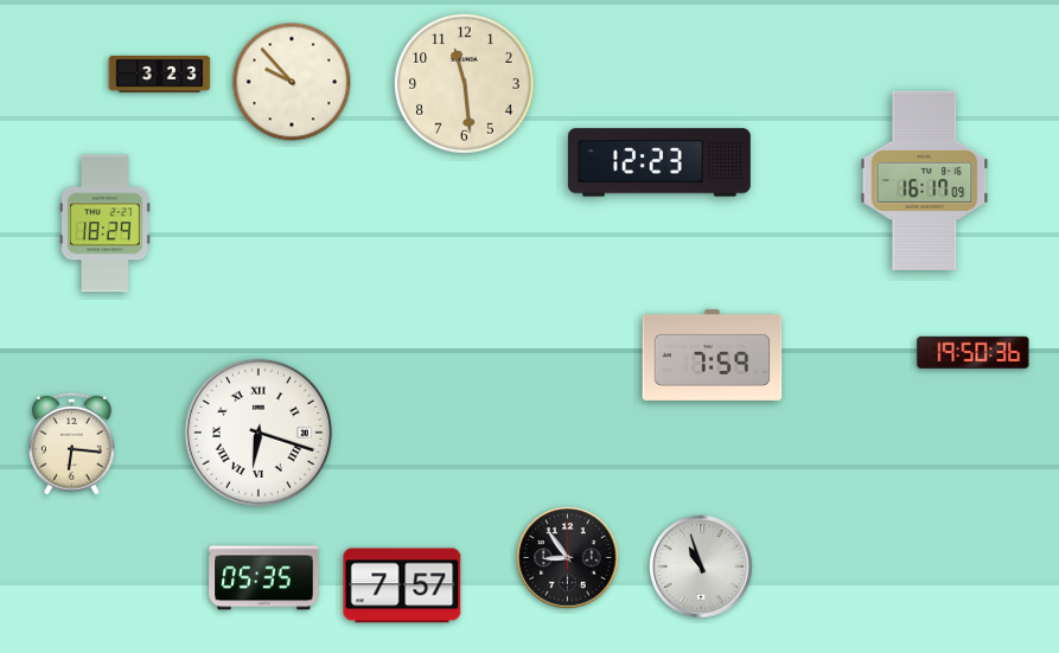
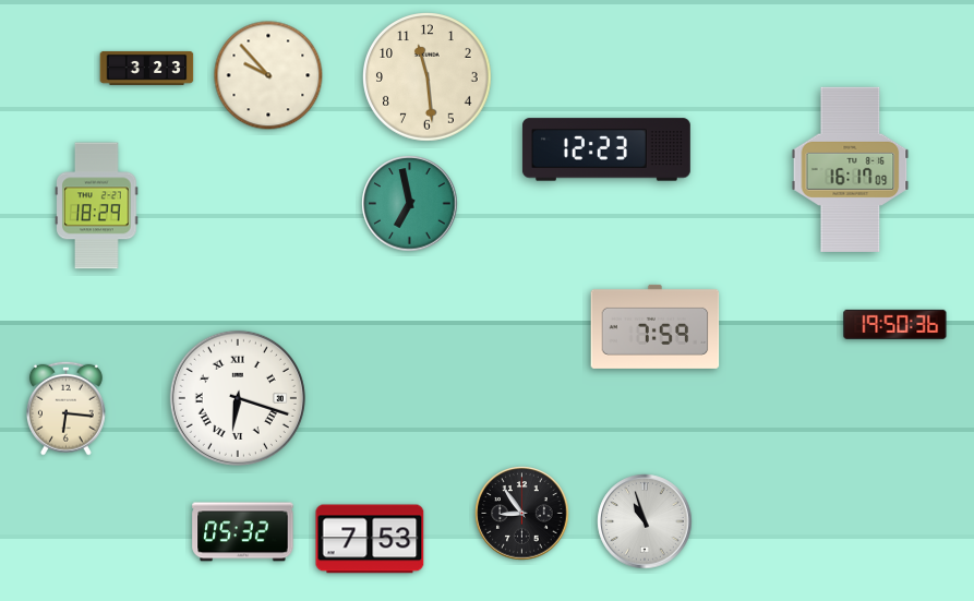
clock at (925, 180) position: (925, 180) -> (851, 169)
clock at (410, 204): none -> 6:58
clock at (264, 578): 05:35 -> 05:32
clock at (402, 585): 7:57 -> 7:53
